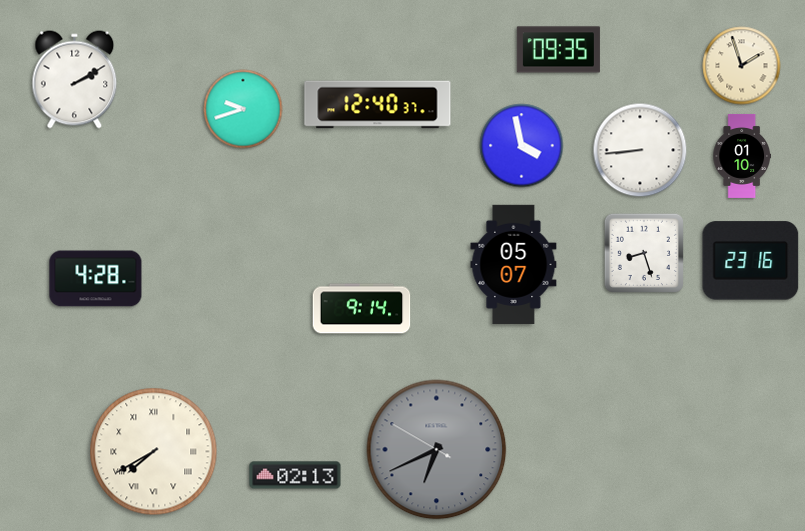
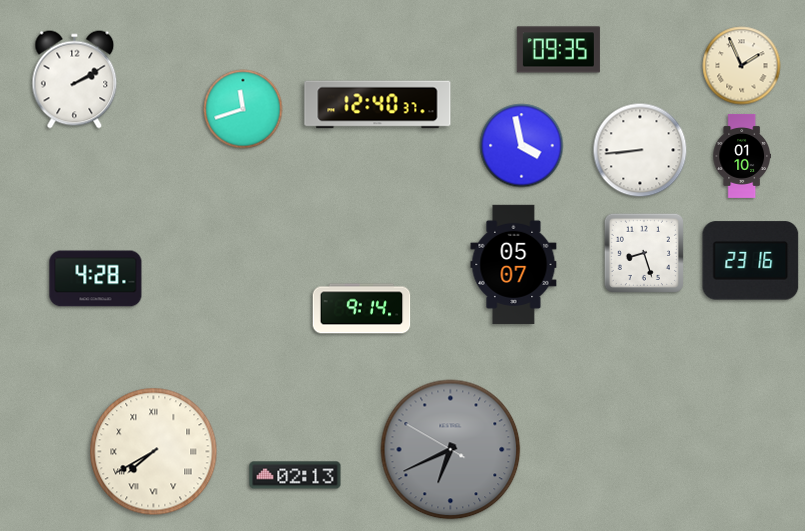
clock at (742, 66): 1:57 -> 1:56
clock at (243, 109): 9:42 -> 11:42
clock at (437, 450) position: (437, 450) -> (451, 450)
